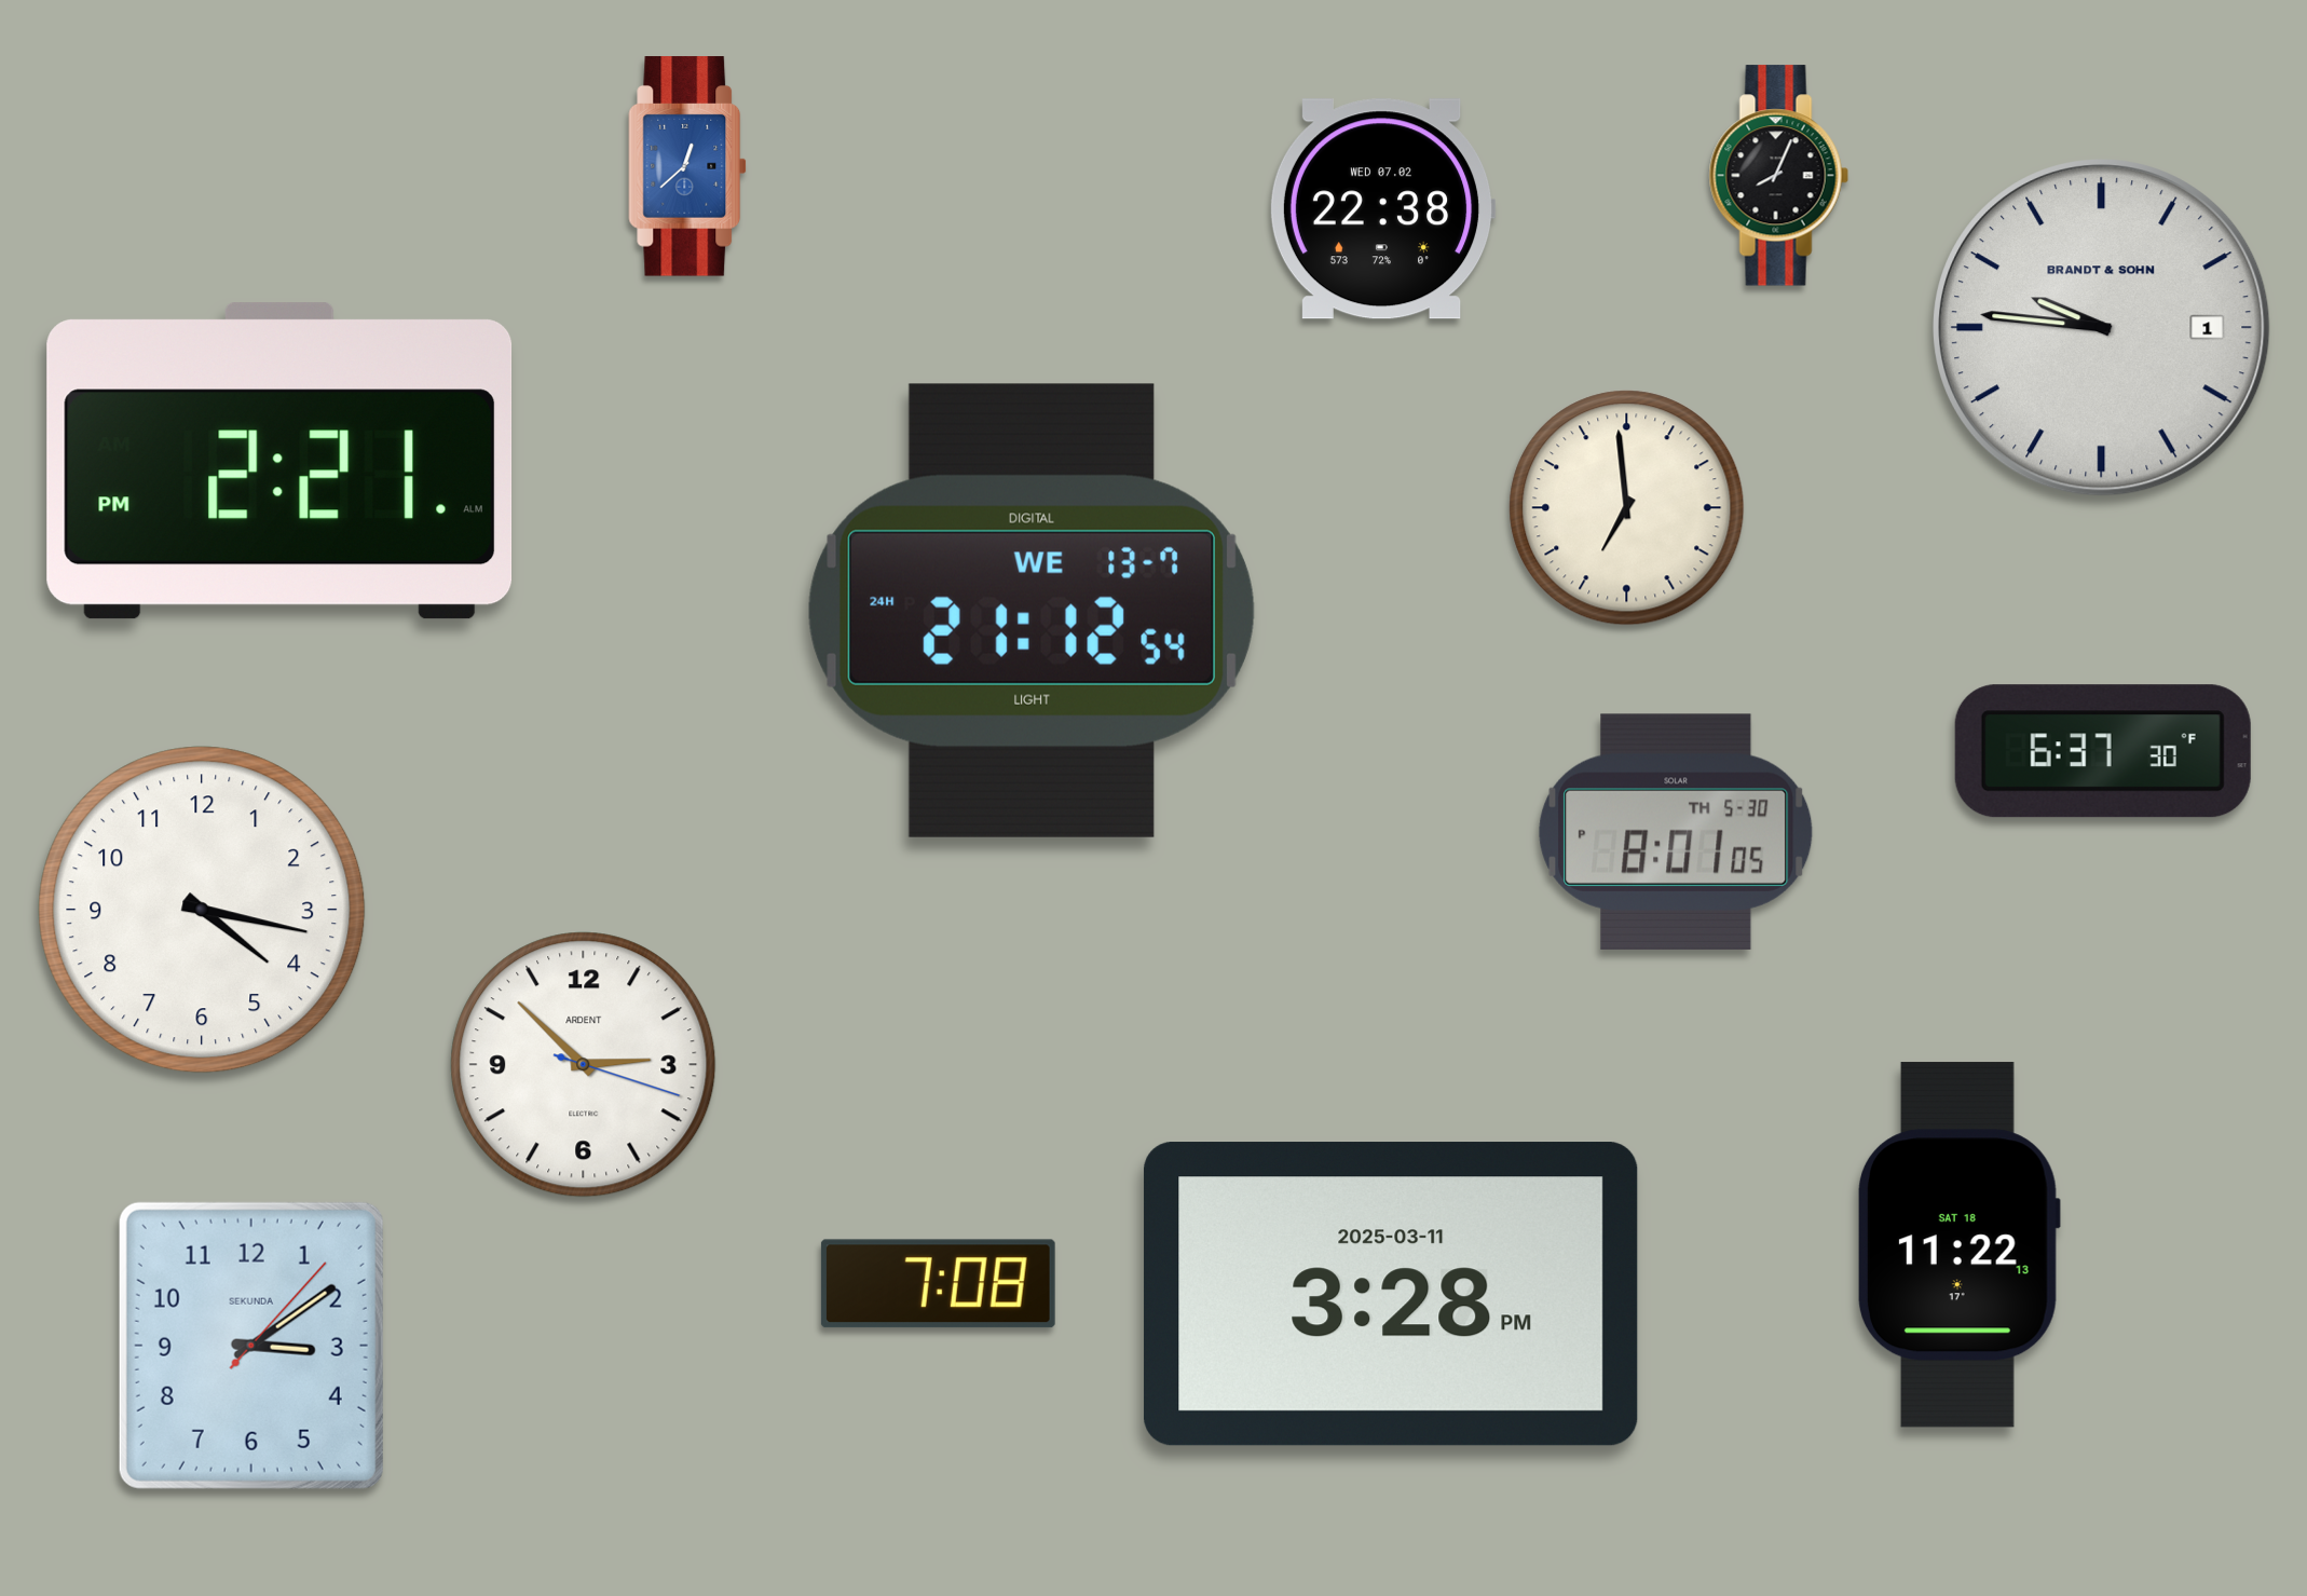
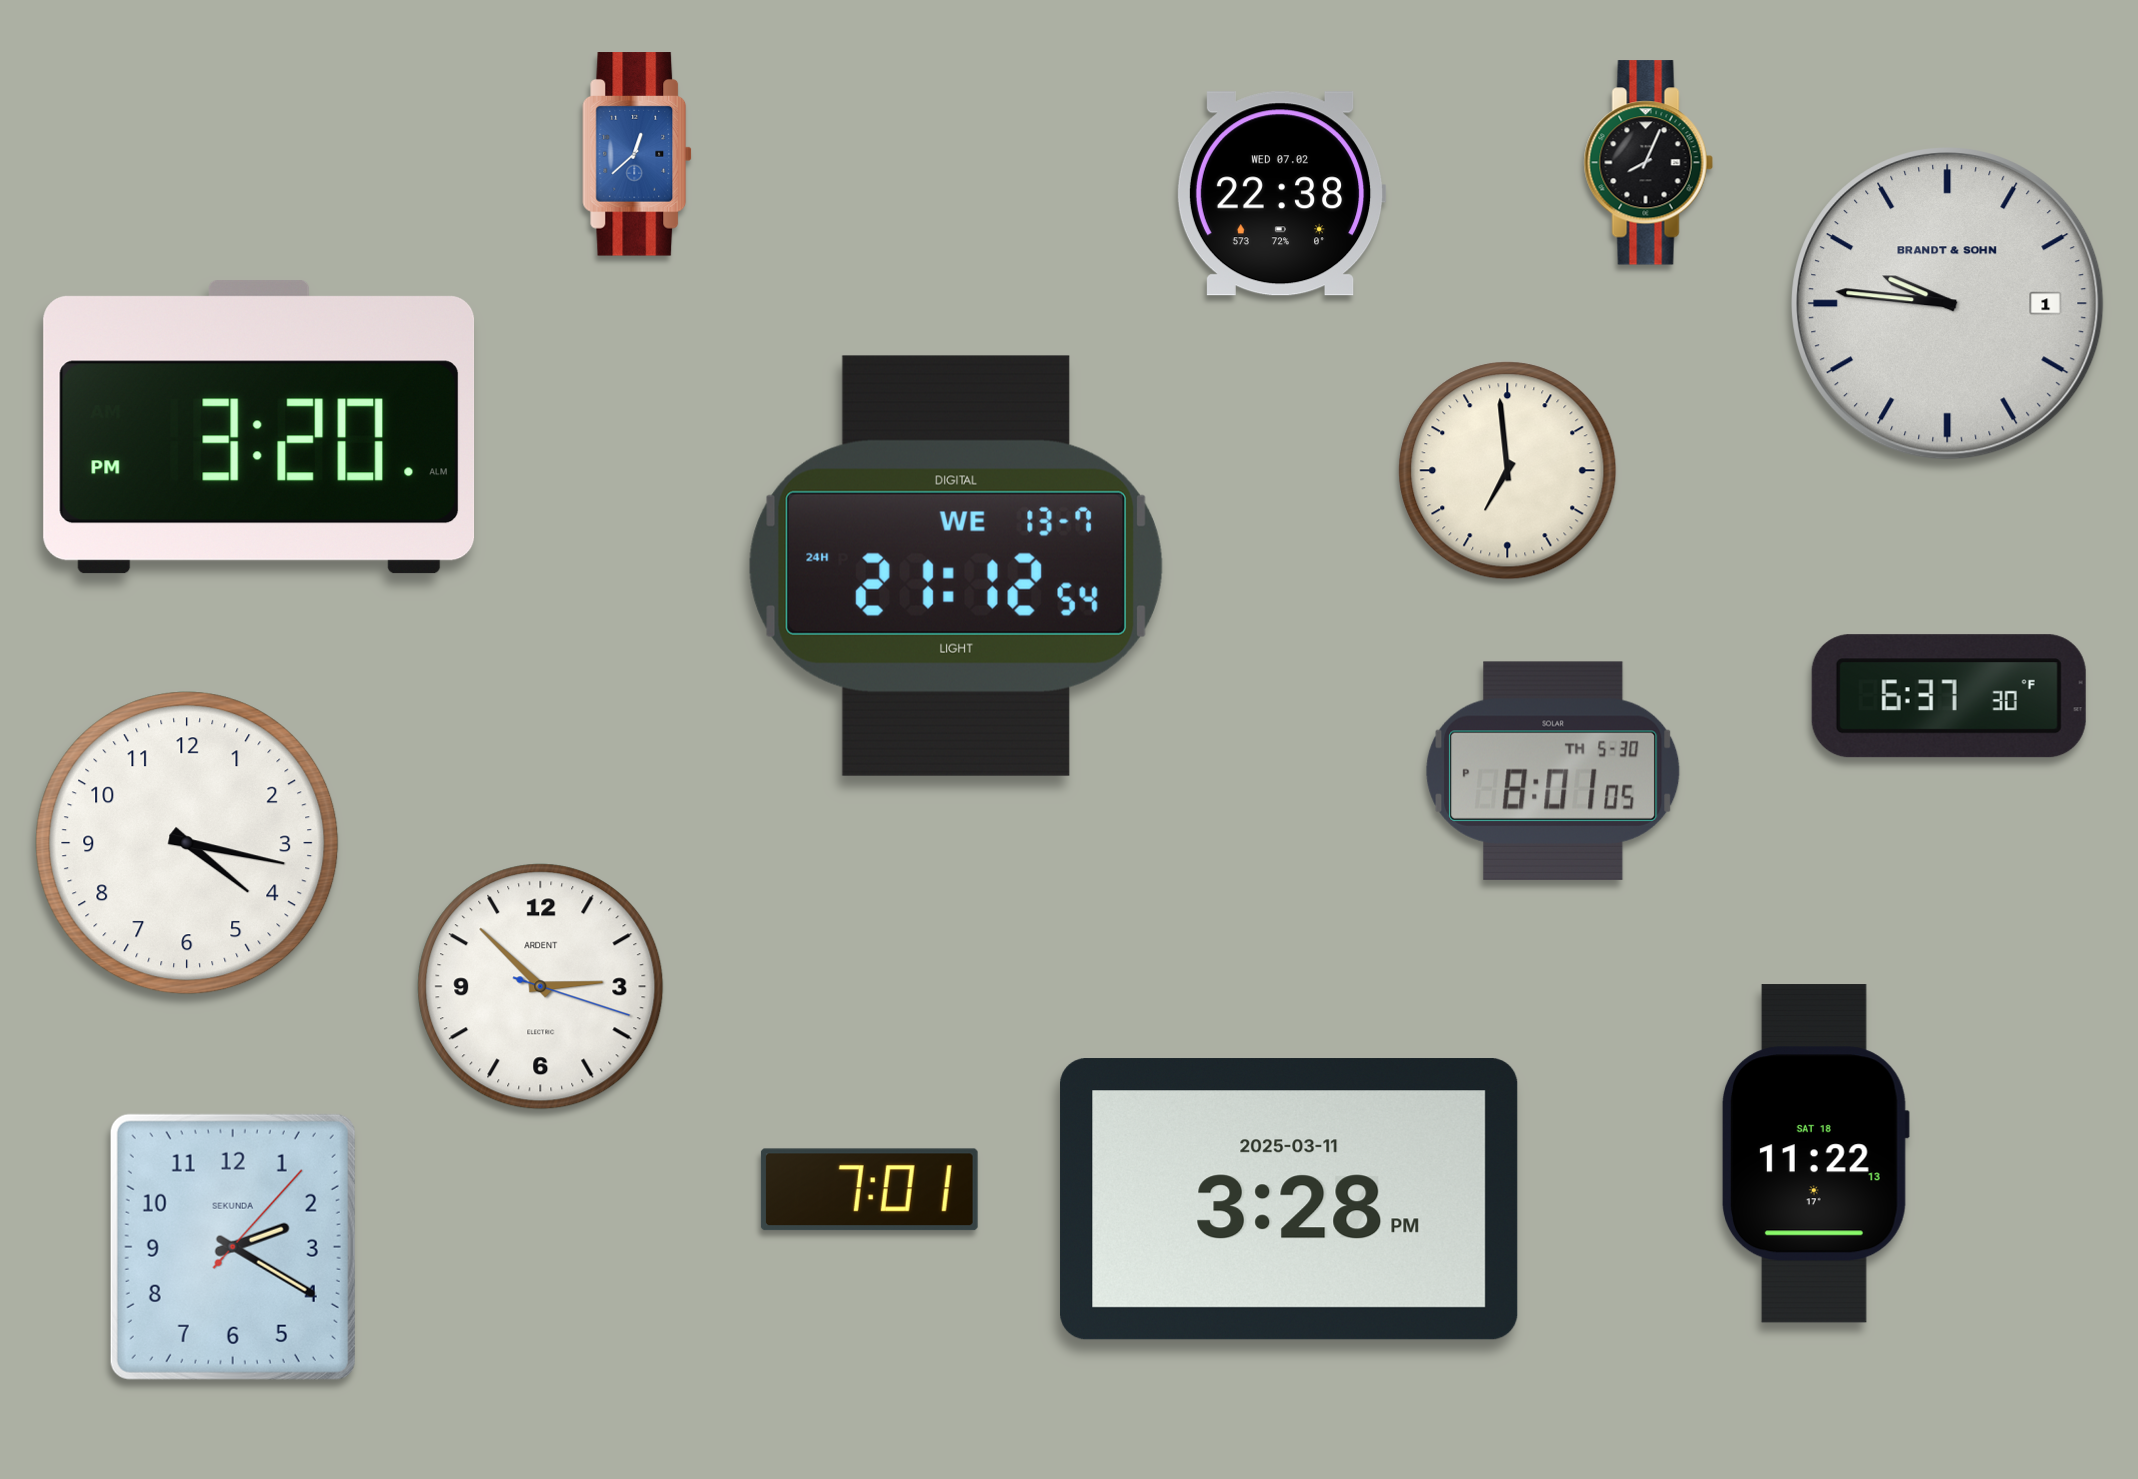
clock at (279, 461): 2:21 -> 3:20
clock at (938, 1284): 7:08 -> 7:01
clock at (251, 1346): 3:09 -> 2:20
